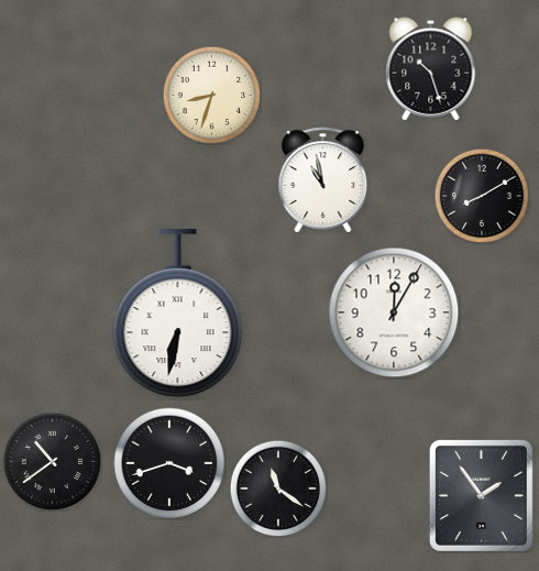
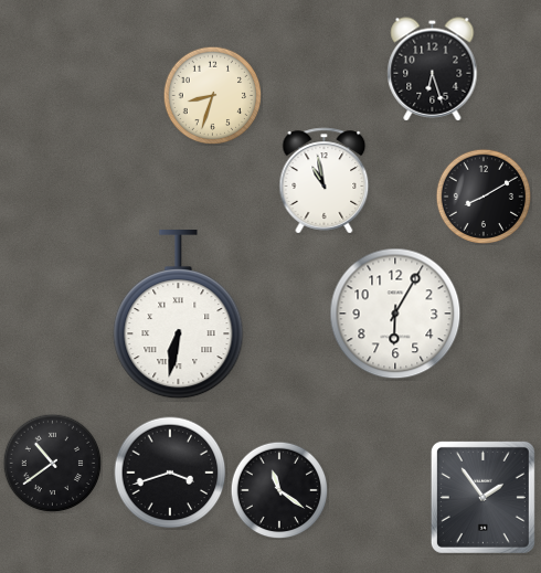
clock at (431, 69): 10:27 -> 6:27
clock at (394, 312): 12:05 -> 6:05
clock at (169, 463) position: (169, 463) -> (170, 473)
